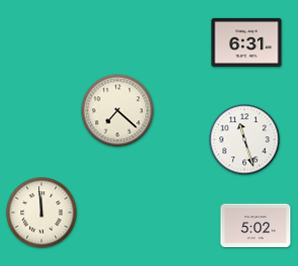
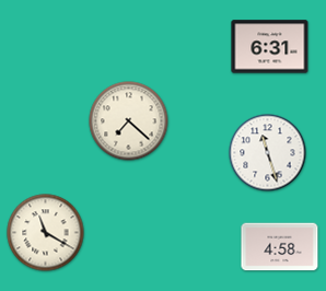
clock at (42, 213): 11:59 -> 11:20
clock at (256, 226): 5:02 -> 4:58
